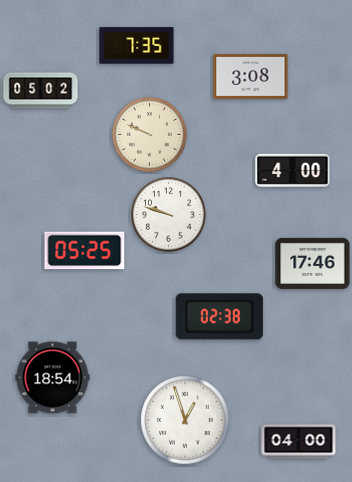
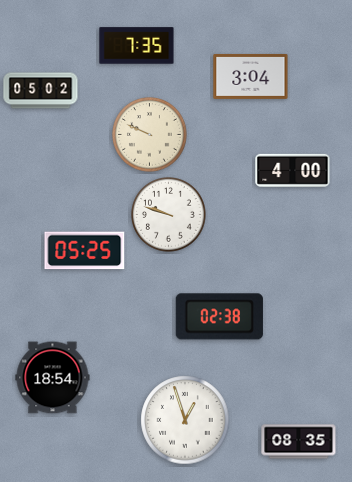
clock at (251, 76): 3:08 -> 3:04
clock at (313, 263): 17:46 -> none
clock at (299, 442): 04:00 -> 08:35
